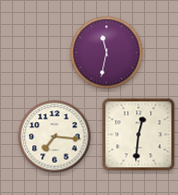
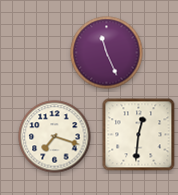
clock at (107, 53): 11:32 -> 11:26
clock at (55, 137): 7:16 -> 7:18
